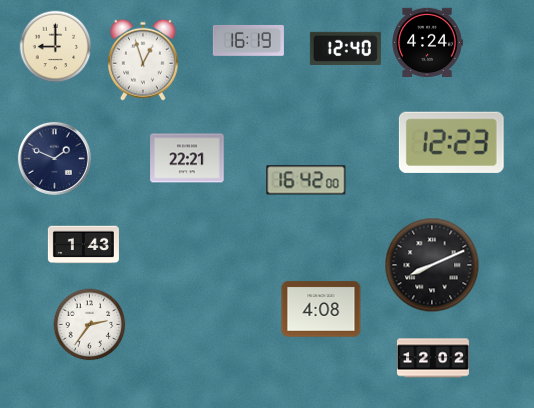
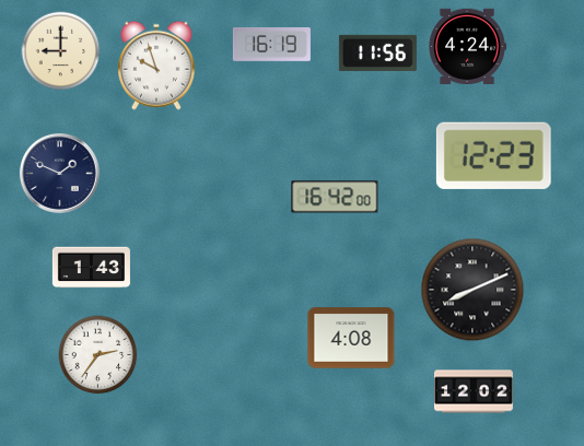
clock at (345, 48): 12:40 -> 11:56
clock at (143, 60): 12:57 -> 9:57
clock at (187, 158): 22:21 -> none
